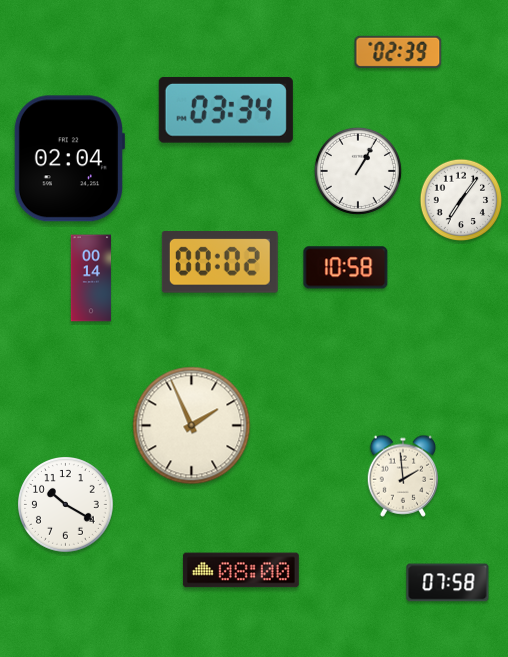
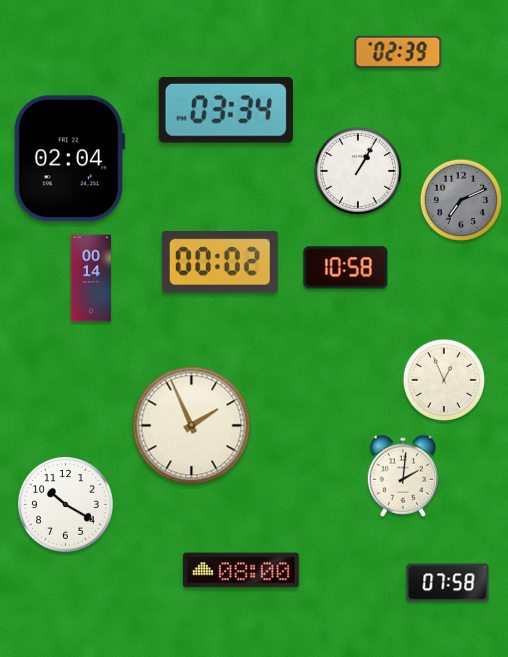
clock at (461, 200): 7:06 -> 7:11
clock at (461, 200) dial: white -> grey
clock at (444, 380): none -> 12:56
clock at (402, 476): 1:59 -> 2:01
